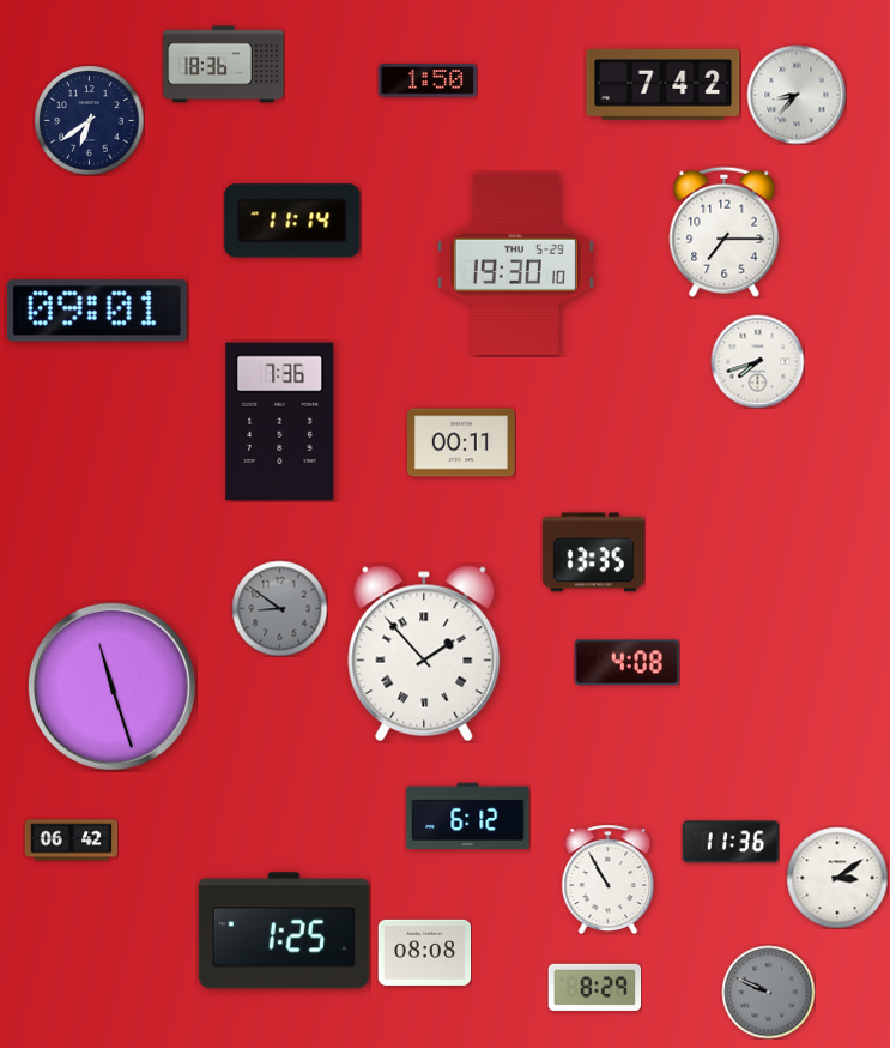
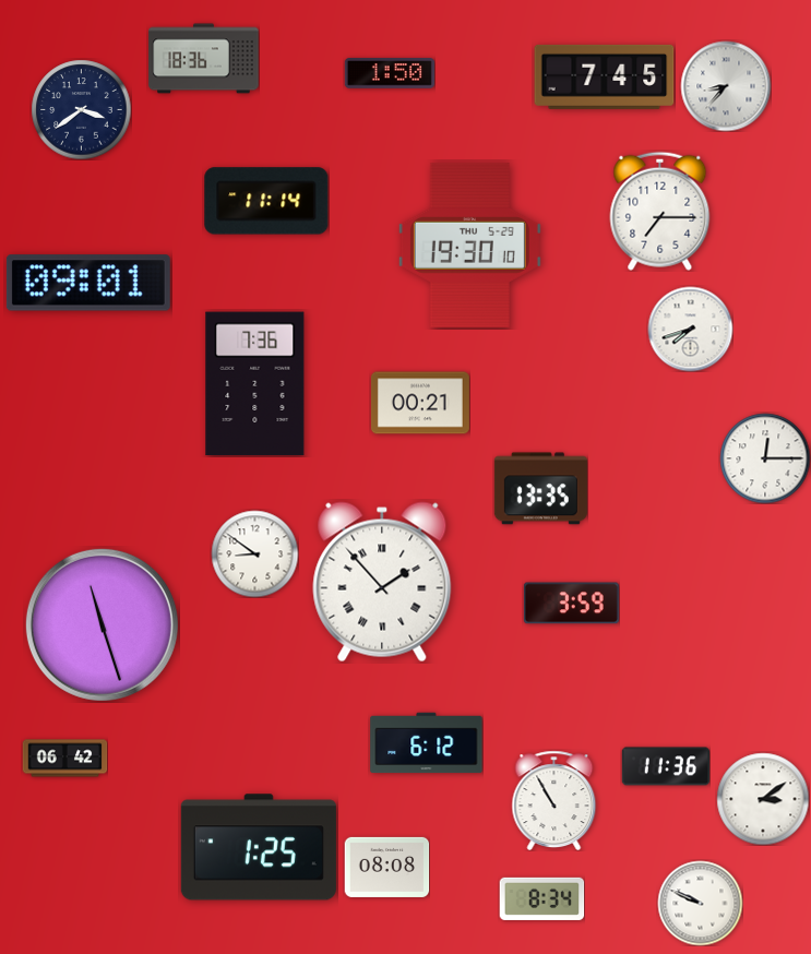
clock at (664, 84): 7:42 -> 7:45
clock at (89, 120): 6:39 -> 3:39
clock at (515, 264) position: (515, 264) -> (469, 245)
clock at (461, 442): 00:11 -> 00:21
clock at (765, 458): none -> 12:15
clock at (593, 553) position: (593, 553) -> (540, 489)
clock at (279, 608) dial: grey -> white
clock at (424, 654) position: (424, 654) -> (382, 582)
clock at (626, 663): 4:08 -> 3:59
clock at (71, 841) position: (71, 841) -> (64, 759)
clock at (594, 987): 8:29 -> 8:34
clock at (768, 992) dial: grey -> white
